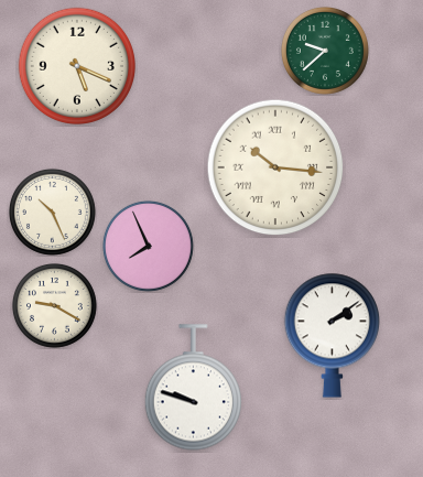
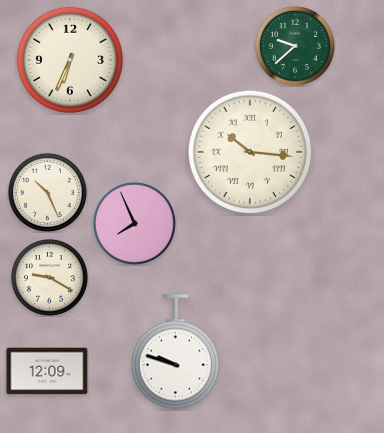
clock at (76, 65): 5:19 -> 6:34
clock at (332, 335): 2:09 -> none
clock at (47, 371): none -> 12:09
